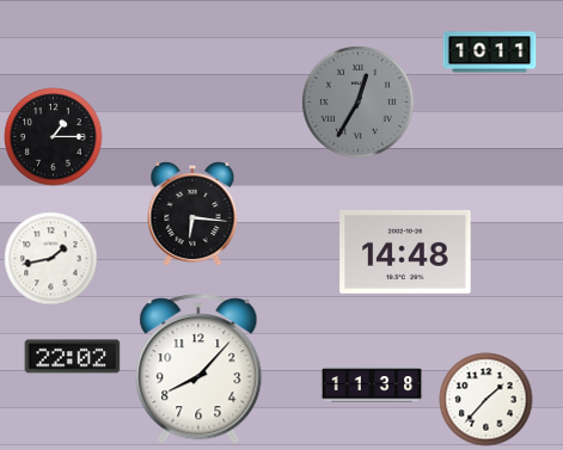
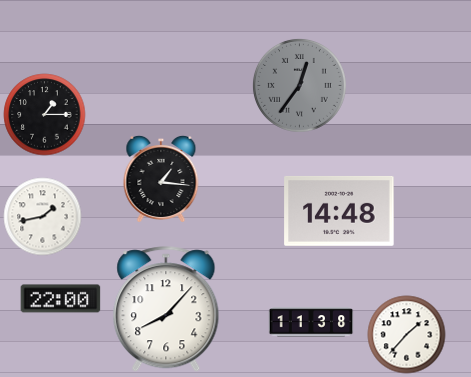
clock at (489, 53): 10:11 -> none
clock at (357, 101): 12:35 -> 12:36
clock at (192, 214): 6:16 -> 1:16
clock at (72, 357): 22:02 -> 22:00
